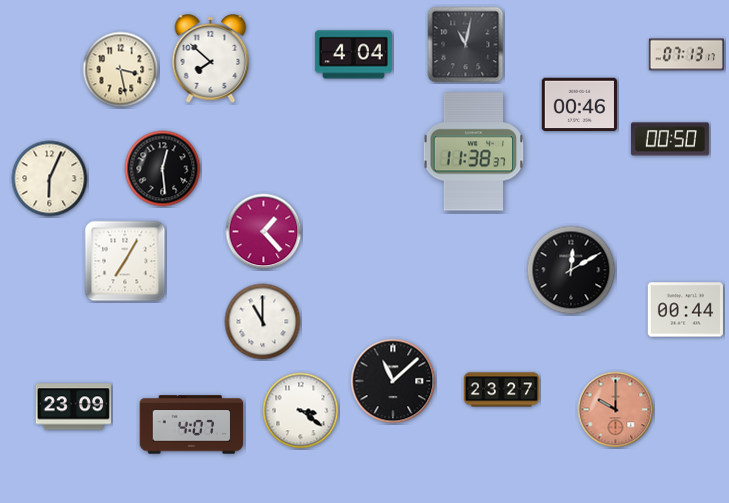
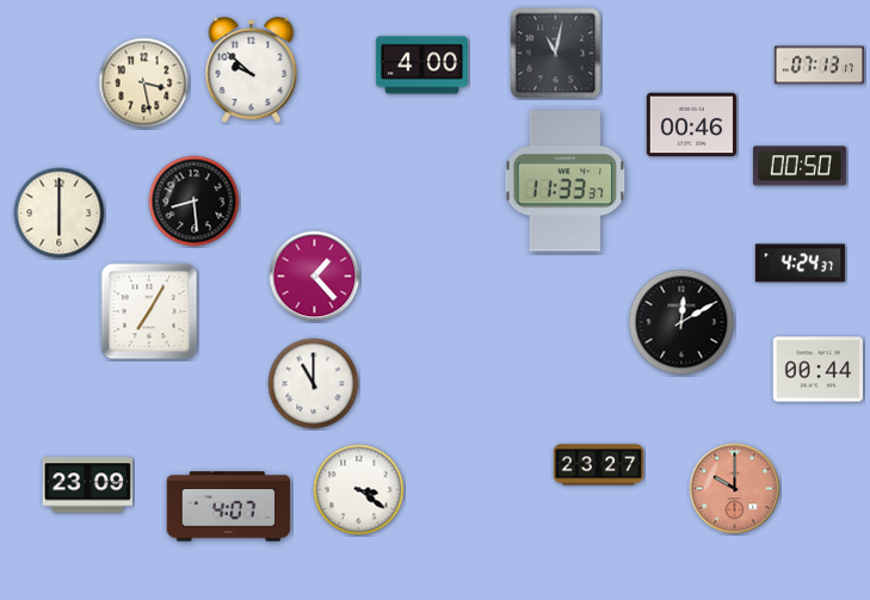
clock at (353, 55): 4:04 -> 4:00
clock at (211, 59): 7:52 -> 9:52
clock at (474, 152): 11:38 -> 11:33
clock at (163, 169): 12:29 -> 8:29
clock at (50, 179): 6:04 -> 6:00
clock at (800, 264): none -> 4:24
clock at (393, 381): 11:08 -> none
